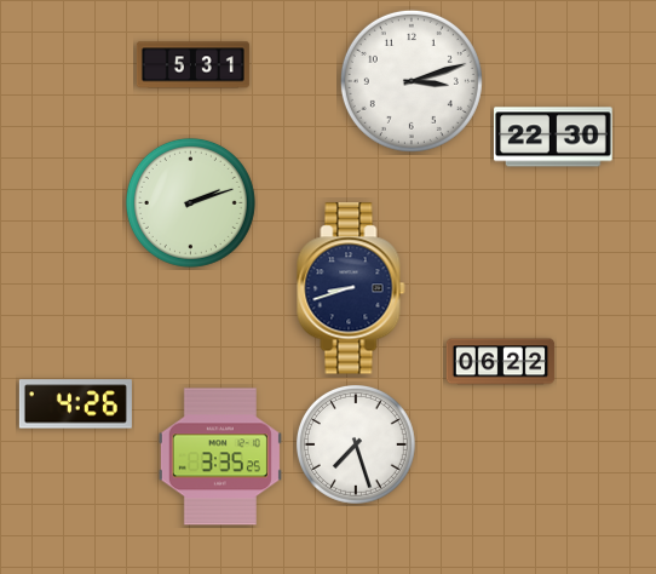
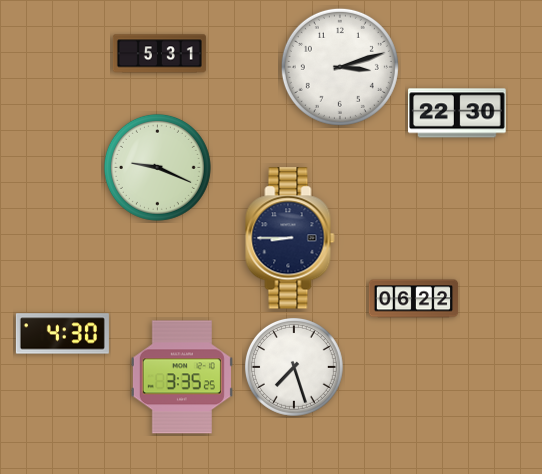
clock at (190, 202): 2:12 -> 9:19
clock at (351, 288): 8:42 -> 8:45
clock at (75, 404): 4:26 -> 4:30
